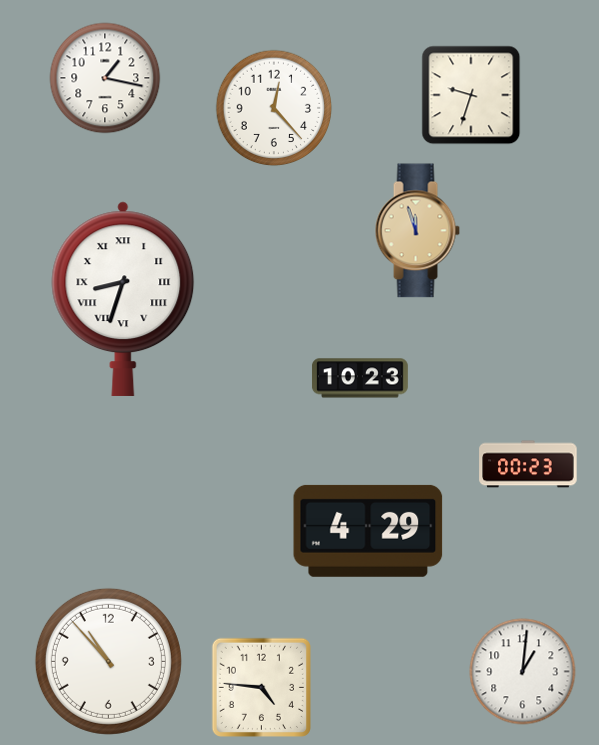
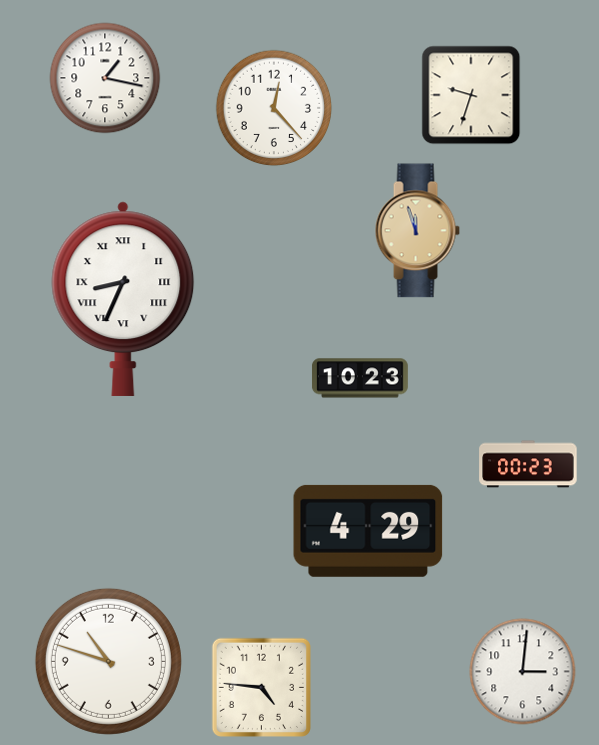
clock at (123, 299): 8:33 -> 8:34
clock at (108, 661): 10:53 -> 10:48
clock at (523, 672): 1:01 -> 3:01
